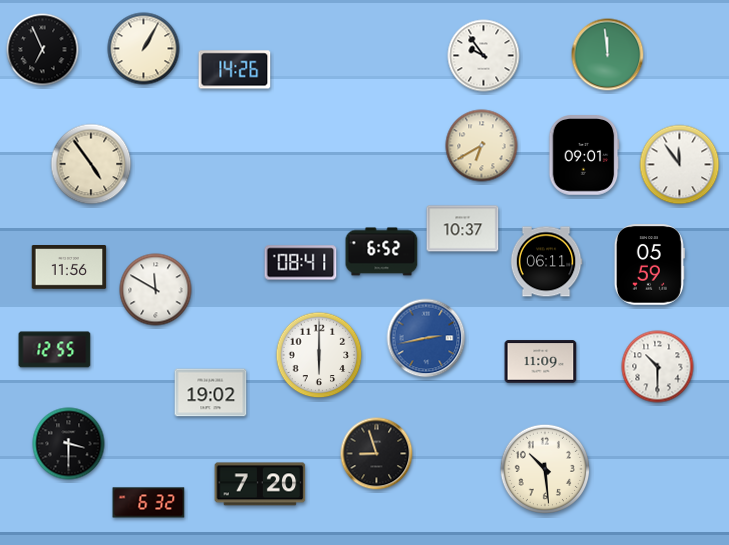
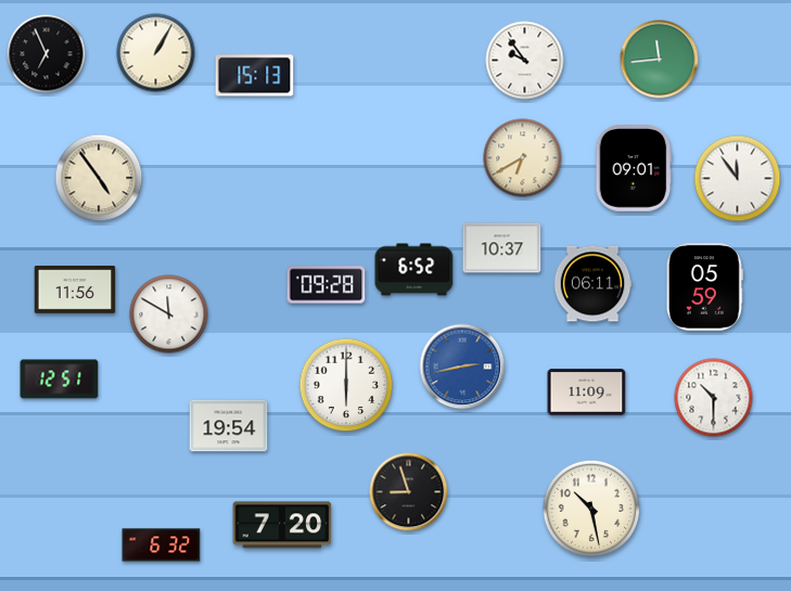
clock at (608, 55): 11:59 -> 11:44
clock at (235, 70): 14:26 -> 15:13
clock at (382, 252) position: (382, 252) -> (414, 270)
clock at (301, 263): 08:41 -> 09:28
clock at (55, 350): 12:55 -> 12:51
clock at (211, 393): 19:02 -> 19:54
clock at (69, 444): 3:30 -> none
clock at (544, 469): 10:29 -> 10:28
